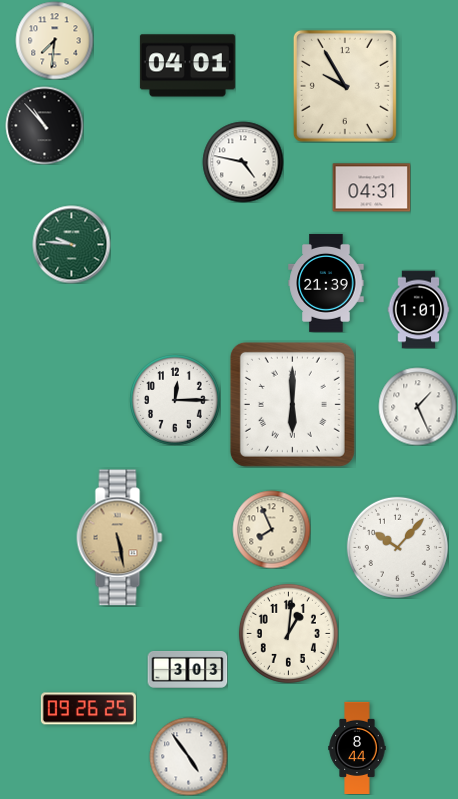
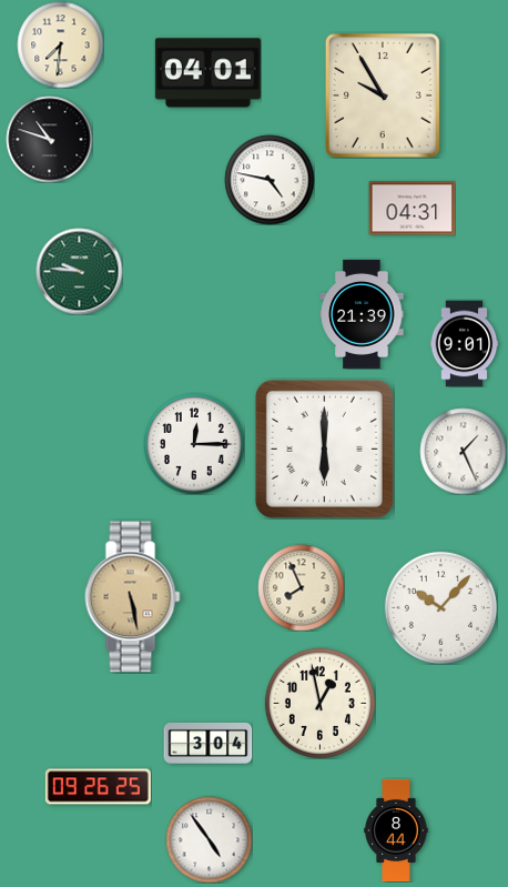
clock at (44, 125): 10:53 -> 10:48
clock at (419, 309): 1:01 -> 9:01
clock at (288, 633): 1:01 -> 12:58
clock at (187, 669): 3:03 -> 3:04
